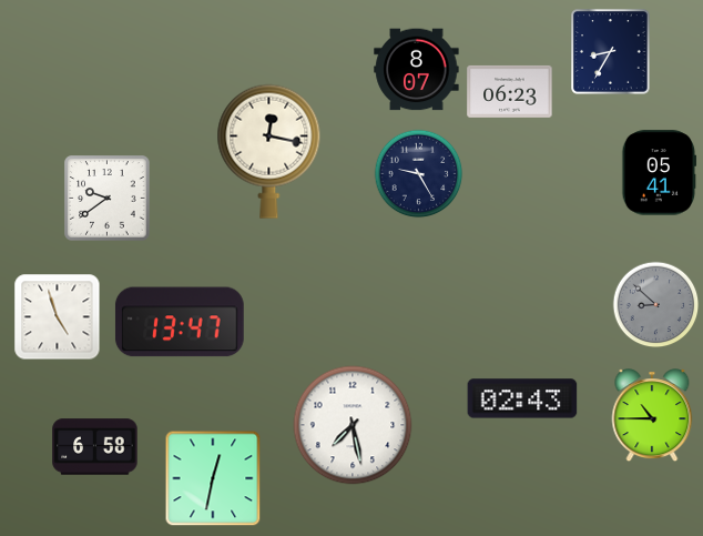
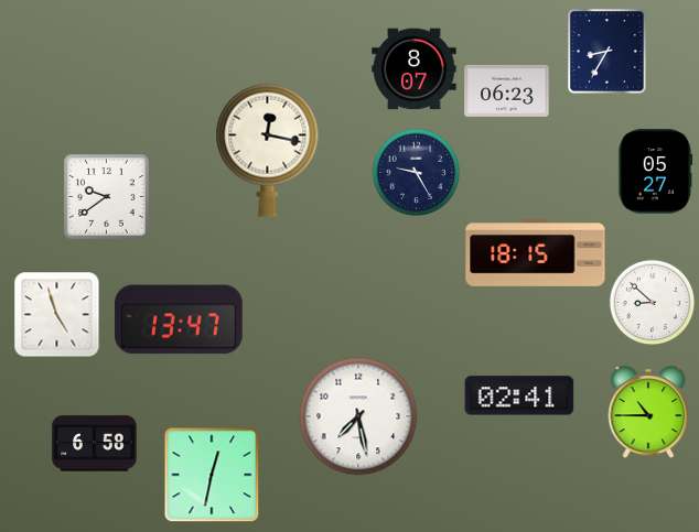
clock at (660, 173): 05:41 -> 05:27
clock at (536, 253): none -> 18:15
clock at (655, 304) dial: grey -> white
clock at (522, 398): 02:43 -> 02:41
clock at (353, 425) position: (353, 425) -> (358, 416)
